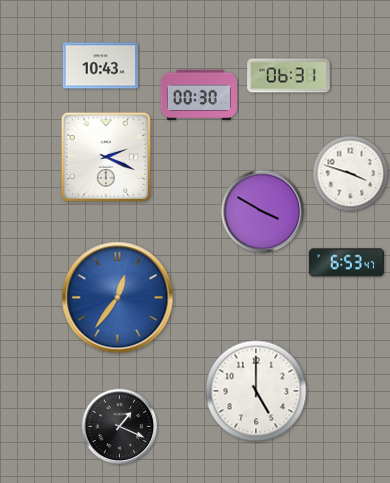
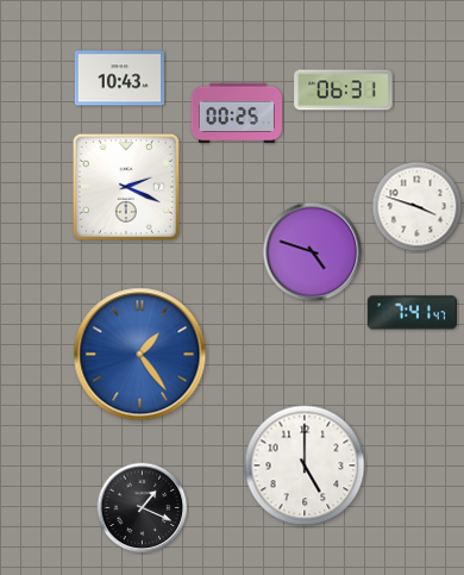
clock at (199, 95): 00:30 -> 00:25
clock at (263, 212): 3:50 -> 4:48
clock at (346, 263): 6:53 -> 7:41
clock at (118, 298): 12:36 -> 1:24
